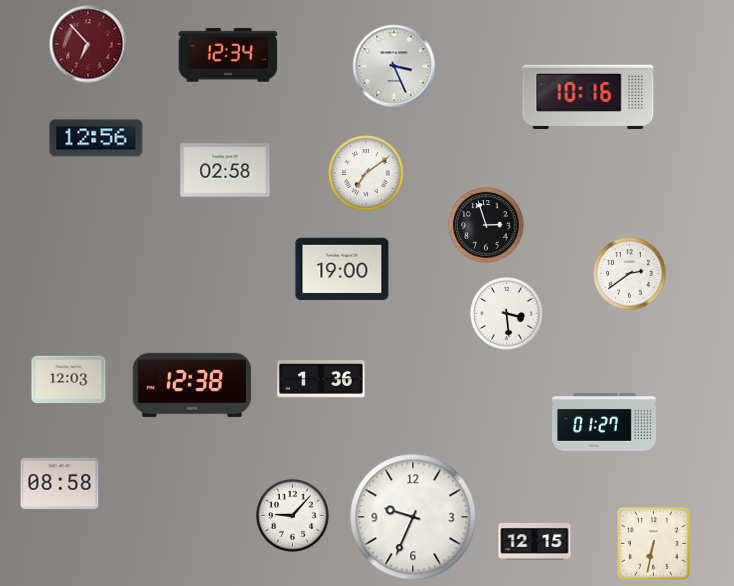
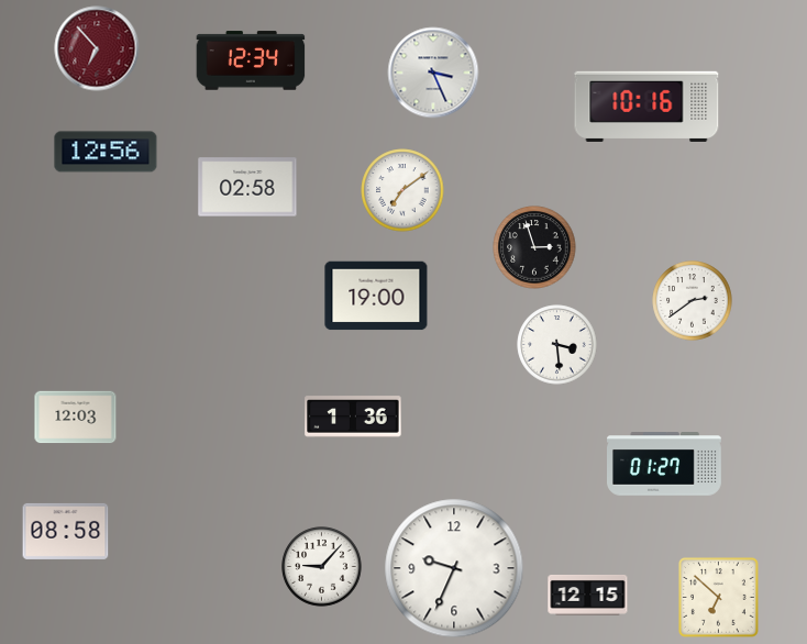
clock at (192, 385): 12:38 -> none
clock at (653, 543): 6:32 -> 6:52
